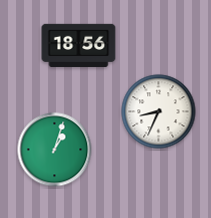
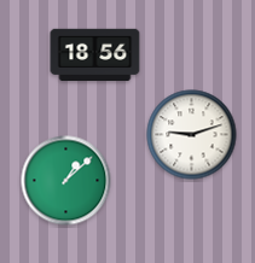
clock at (159, 112): 8:34 -> 9:12
clock at (55, 150): 1:03 -> 1:08
